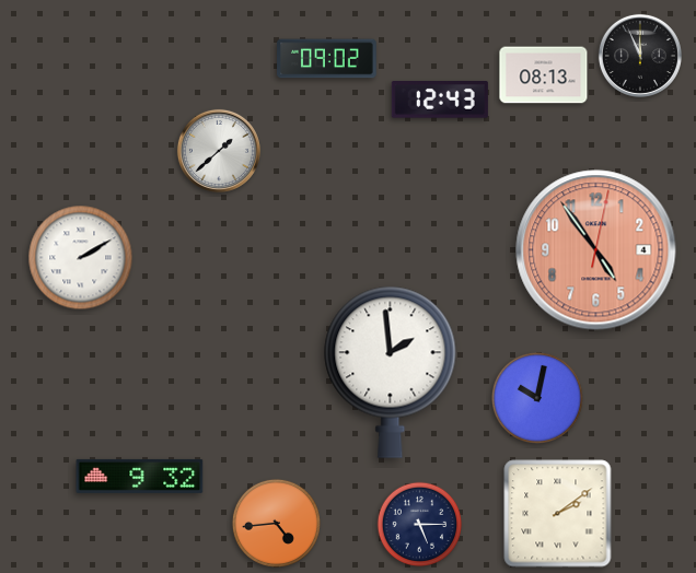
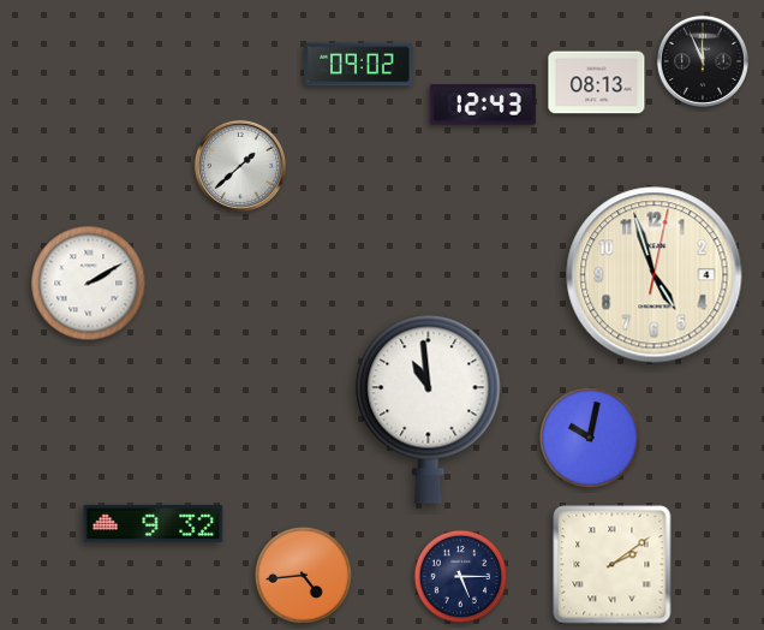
clock at (440, 101) position: (440, 101) -> (483, 106)
clock at (596, 250): 4:54 -> 4:57
clock at (596, 250) dial: salmon -> cream
clock at (391, 372): 1:59 -> 10:59
